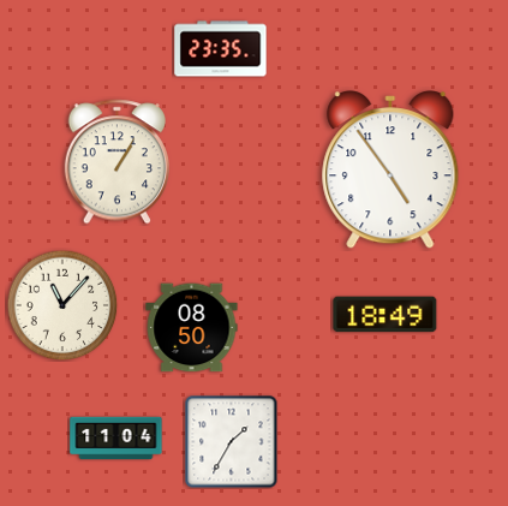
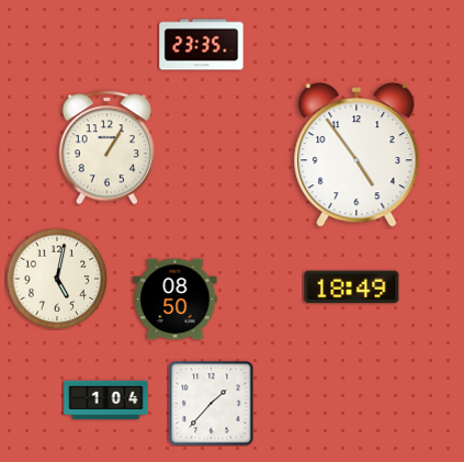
clock at (62, 305): 11:07 -> 5:02
clock at (116, 439): 11:04 -> 1:04
clock at (231, 441): 1:35 -> 1:37
